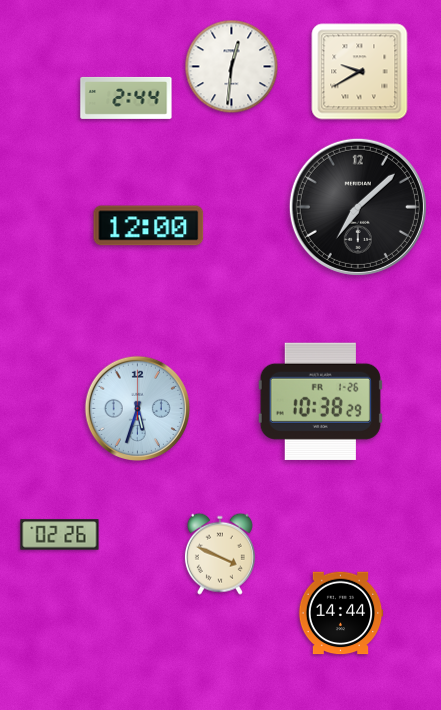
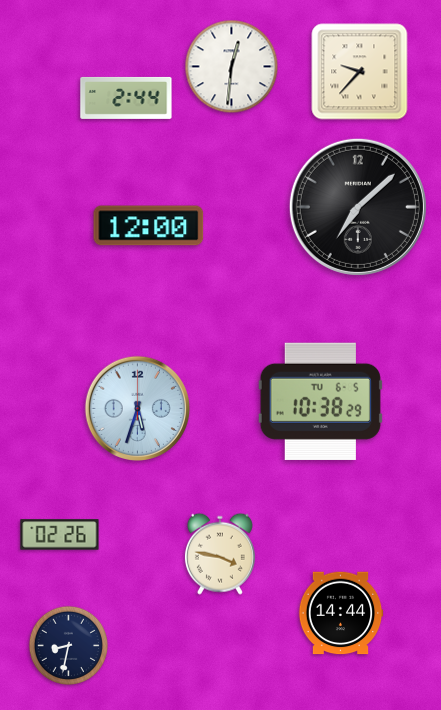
clock at (360, 72): 9:40 -> 9:37
clock at (320, 401) date: FR 1-26 -> TU 6-5
clock at (220, 554): 3:49 -> 3:47
clock at (68, 645): none -> 8:32
